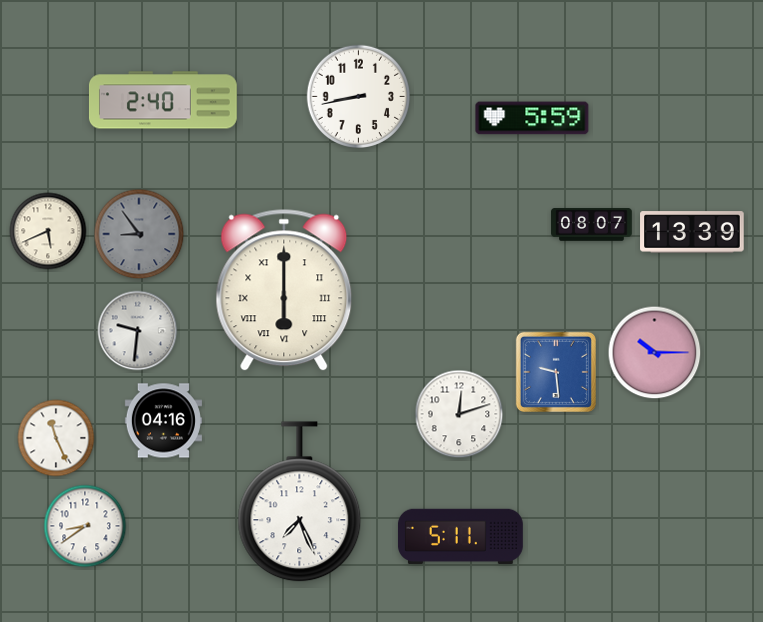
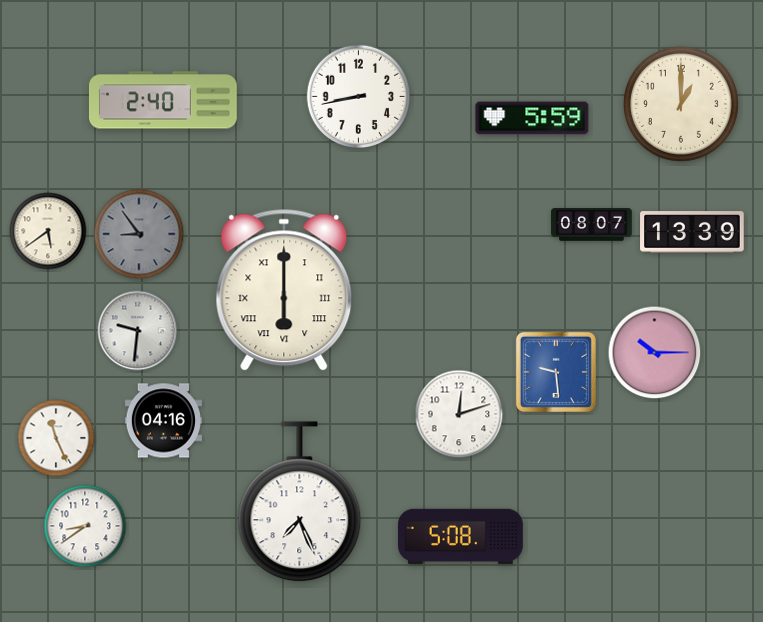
clock at (681, 104): none -> 1:00
clock at (48, 231): 5:41 -> 5:39
clock at (460, 536): 5:11 -> 5:08
